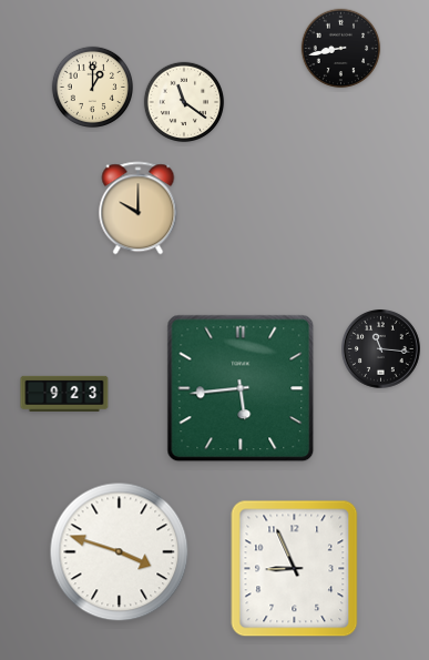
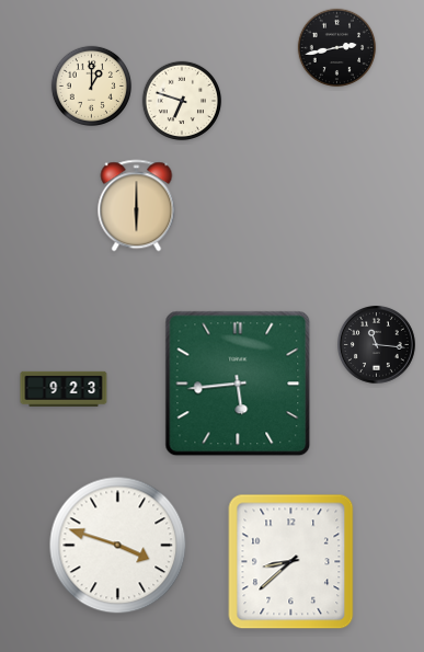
clock at (341, 49): 8:43 -> 2:43
clock at (184, 102): 11:21 -> 6:48
clock at (139, 209): 10:00 -> 6:00
clock at (295, 569): 8:56 -> 8:38
